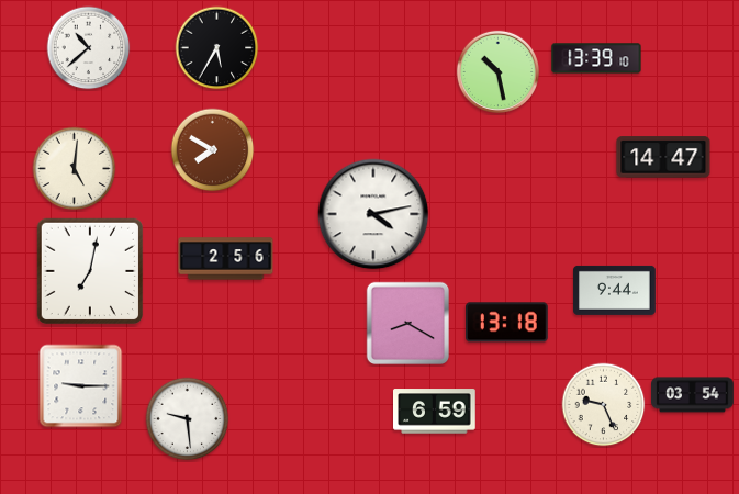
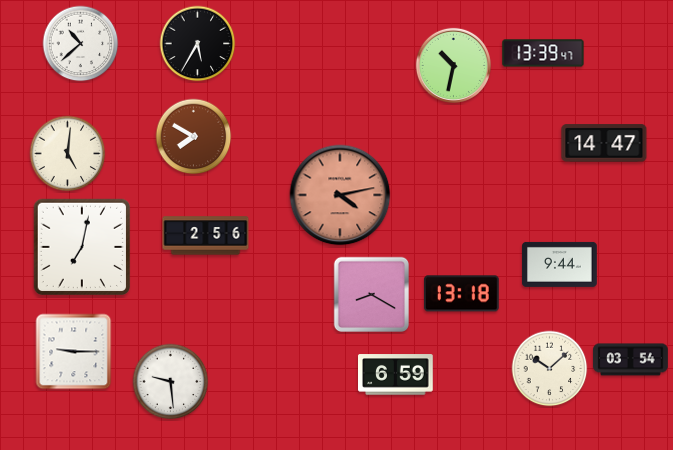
clock at (596, 58): 13:39:10 -> 13:39:47
clock at (497, 71): 10:28 -> 10:32
clock at (373, 214) dial: white -> salmon
clock at (604, 405): 9:26 -> 10:08
